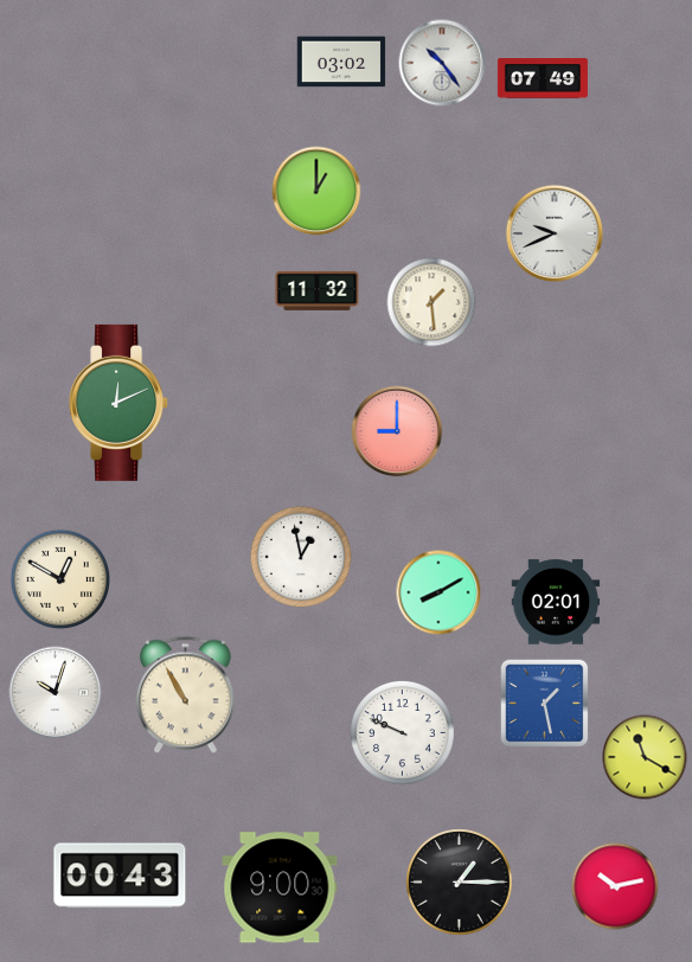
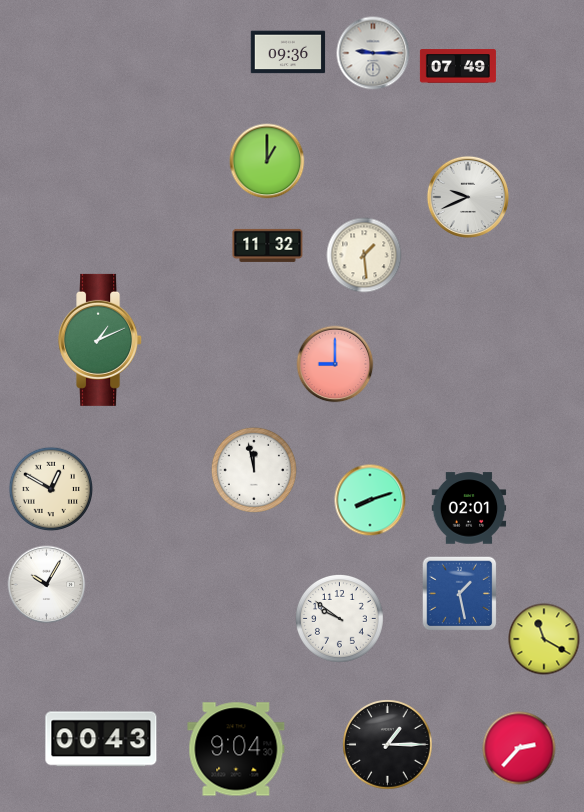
clock at (341, 62): 03:02 -> 09:36
clock at (442, 63): 10:24 -> 9:15
clock at (120, 403): 12:11 -> 1:11
clock at (301, 557): 12:58 -> 11:58
clock at (438, 592): 8:10 -> 8:12
clock at (56, 693): 10:03 -> 10:05
clock at (186, 695): 10:55 -> none
clock at (403, 733): 9:49 -> 9:51
clock at (615, 886): 10:13 -> 2:37
clock at (280, 887): 9:00 -> 9:04
